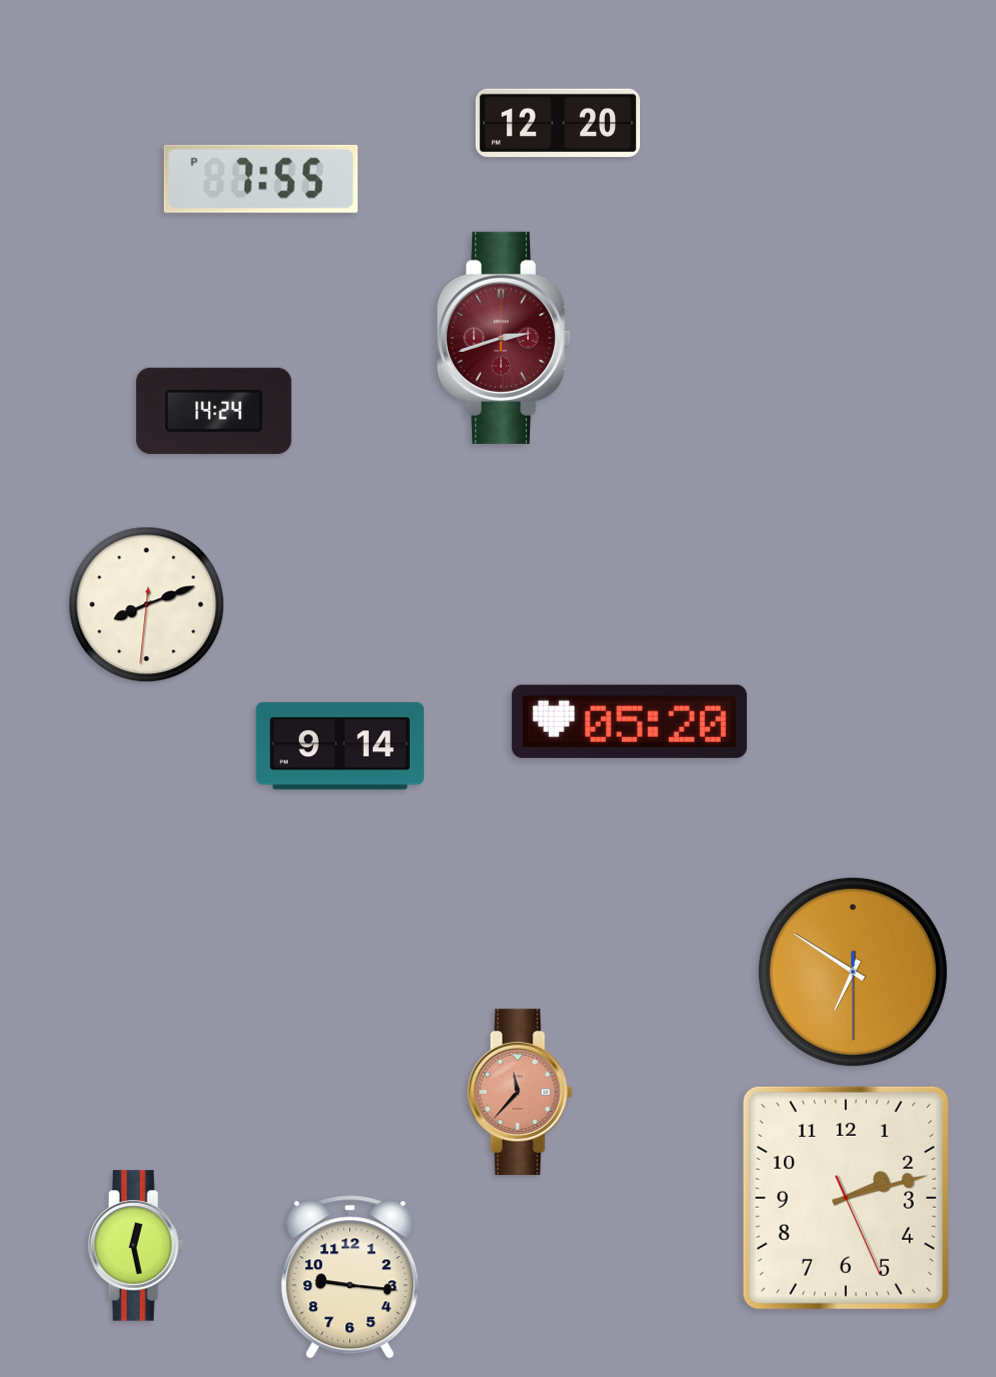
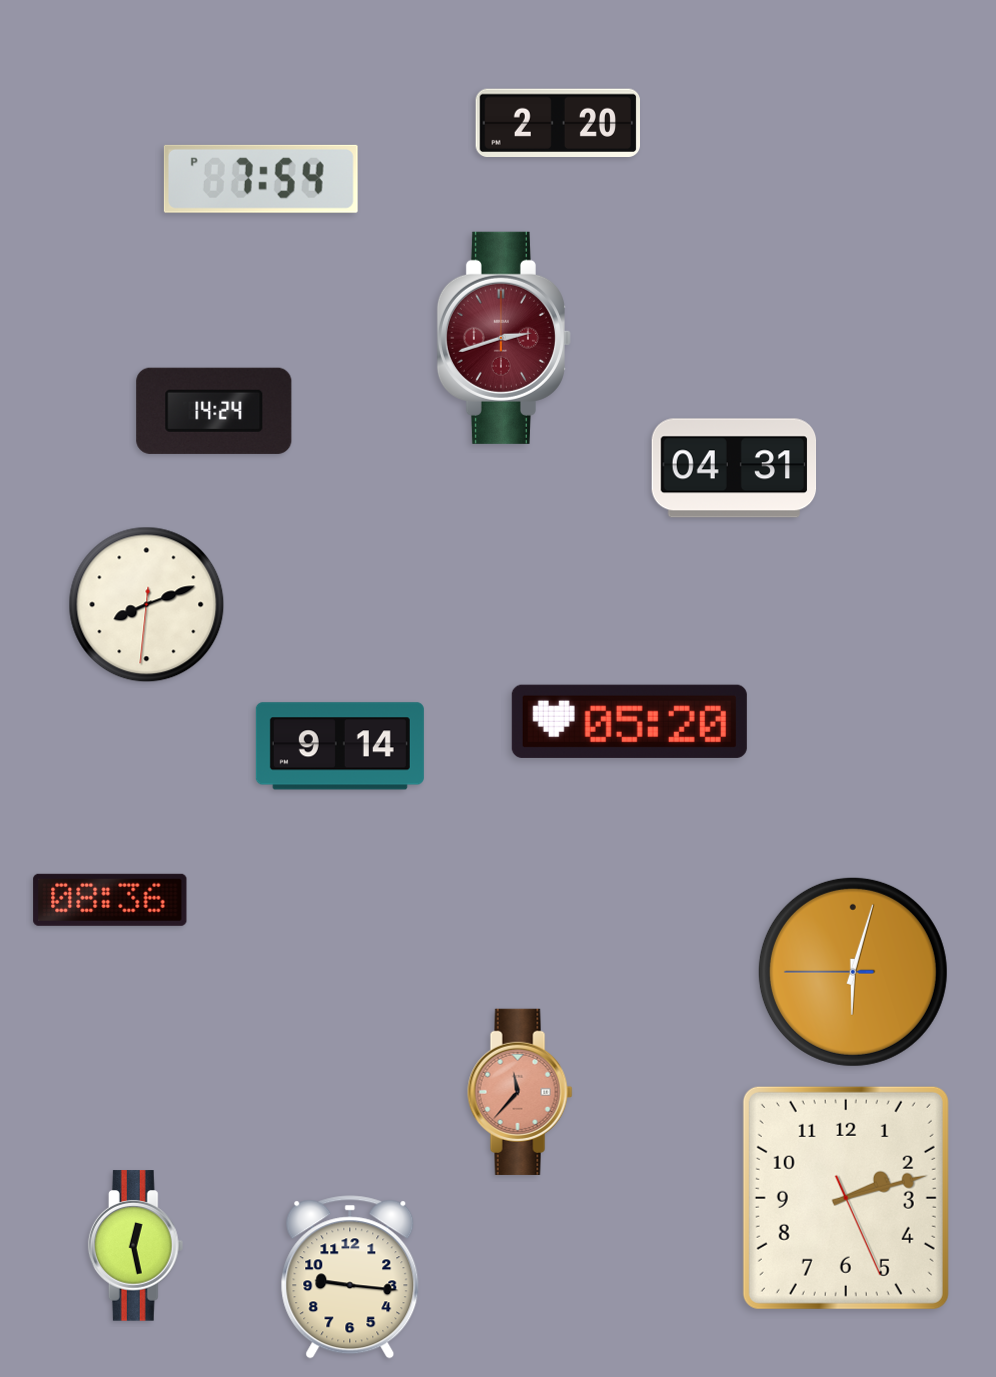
clock at (557, 122): 12:20 -> 2:20
clock at (261, 179): 7:55 -> 7:54
clock at (734, 468): none -> 04:31
clock at (110, 900): none -> 08:36
clock at (853, 972): 6:50 -> 6:02
